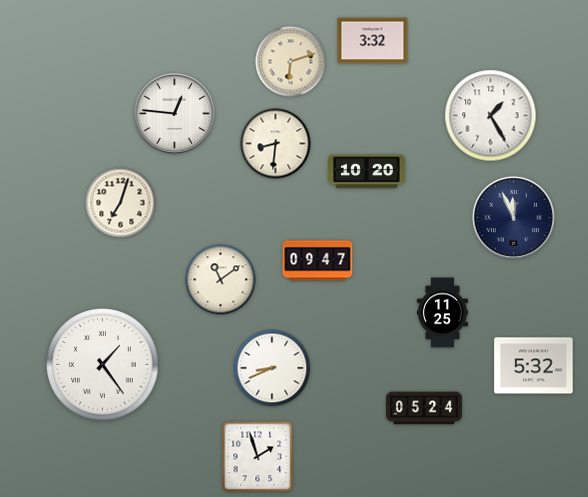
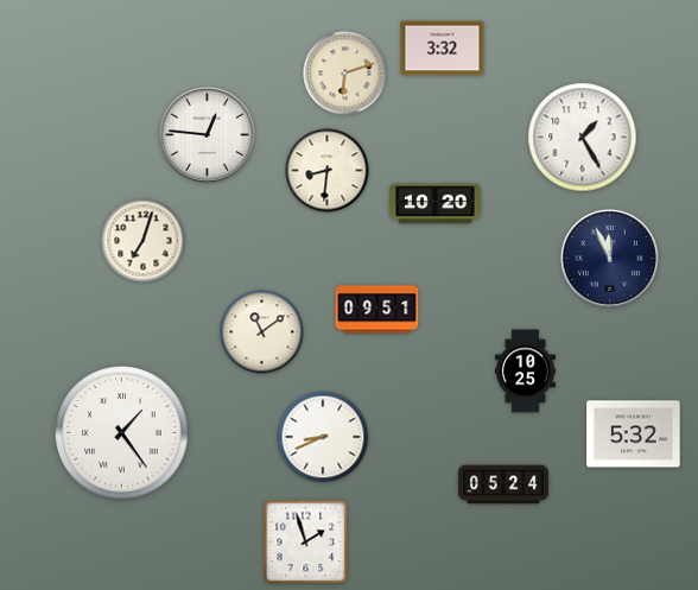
clock at (318, 261): 09:47 -> 09:51
clock at (442, 313): 11:25 -> 10:25
